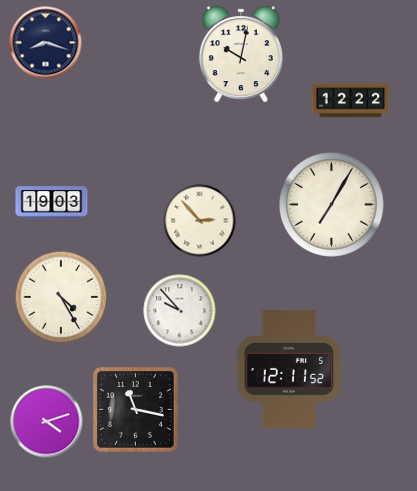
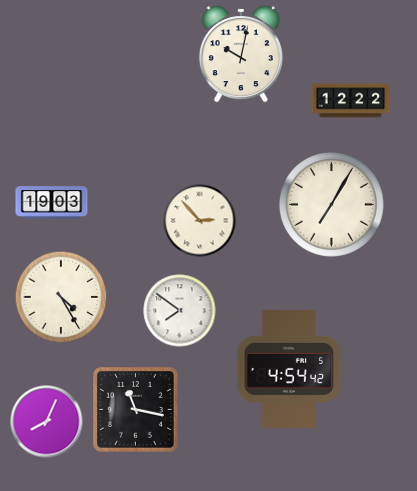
clock at (46, 43): 8:18 -> none
clock at (180, 311): 9:53 -> 7:51
clock at (289, 369): 12:11 -> 4:54
clock at (47, 422): 4:12 -> 8:04
